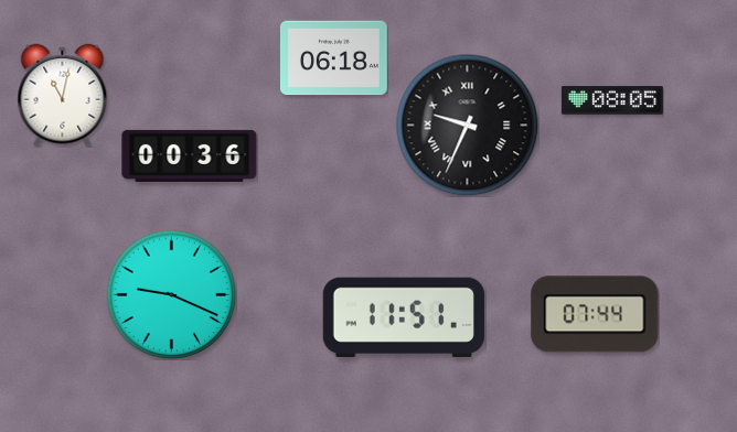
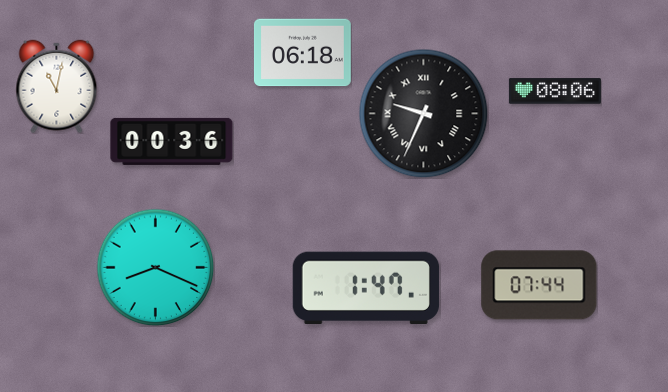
clock at (612, 100): 08:05 -> 08:06
clock at (171, 294): 9:19 -> 8:19
clock at (404, 317): 11:51 -> 1:47
